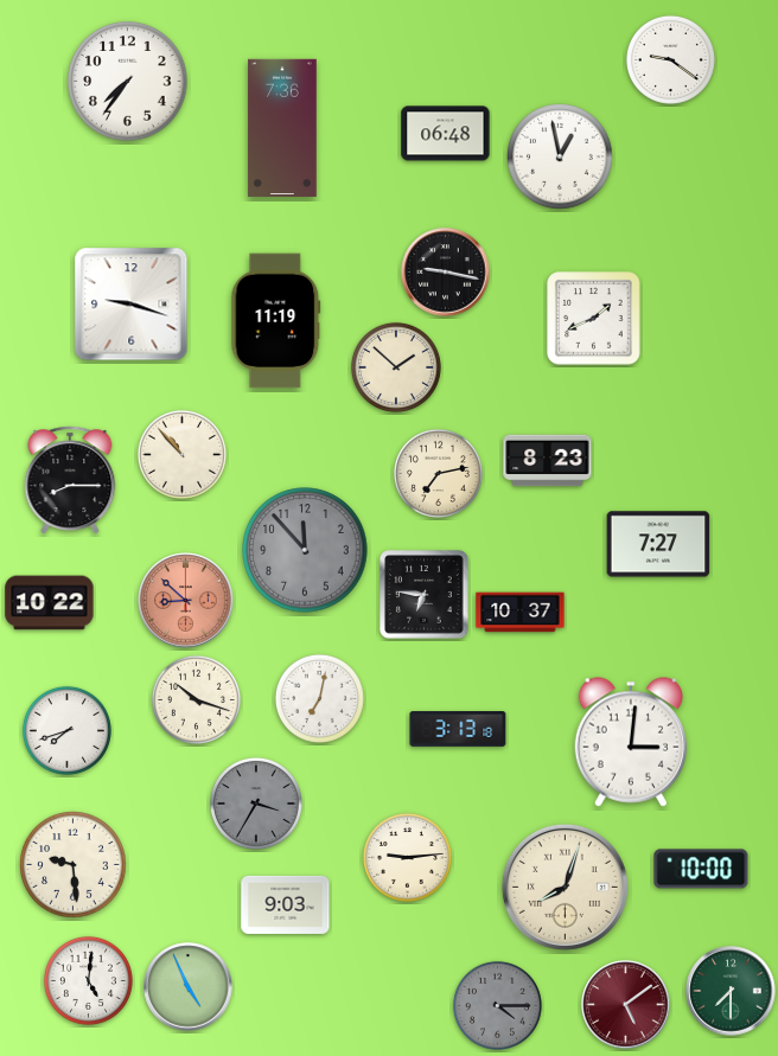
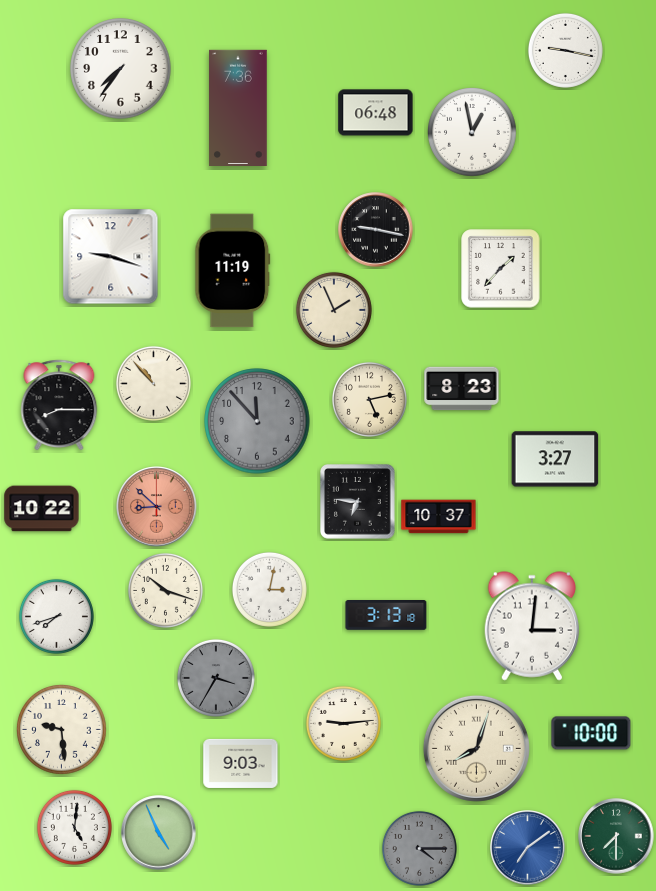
clock at (670, 59): 9:21 -> 9:17
clock at (128, 82) position: (128, 82) -> (121, 69)
clock at (594, 319): 1:41 -> 1:37
clock at (396, 367): 1:52 -> 1:56
clock at (438, 473): 7:13 -> 5:13
clock at (658, 544): 7:27 -> 3:27
clock at (305, 550) position: (305, 550) -> (257, 421)
clock at (319, 698): 7:02 -> 3:02
clock at (626, 1005): 5:09 -> 7:09
clock at (626, 1005) dial: burgundy -> blue
